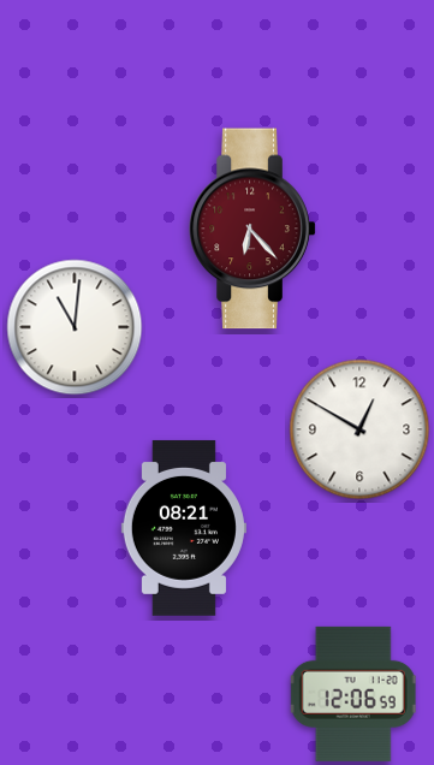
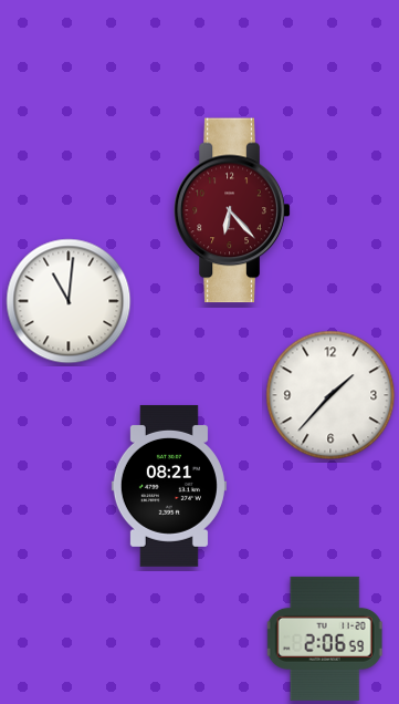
clock at (359, 429): 12:50 -> 1:37
clock at (353, 694): 12:06 -> 2:06
